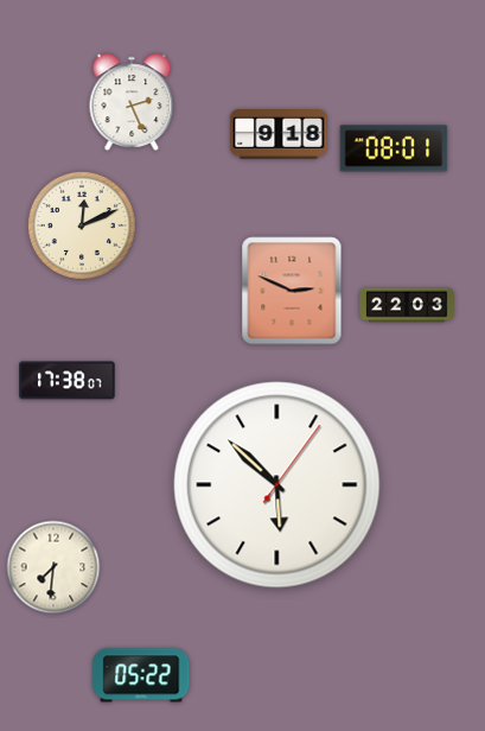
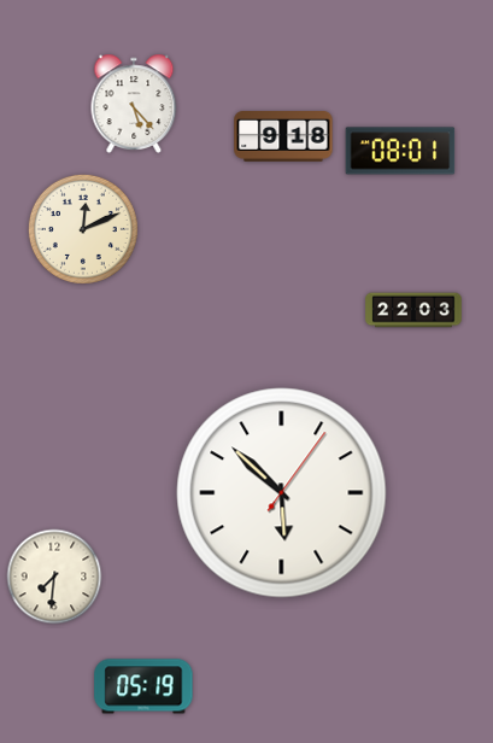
clock at (132, 102): 2:26 -> 5:23
clock at (292, 291): 2:49 -> none
clock at (68, 381): 17:38 -> none
clock at (141, 675): 05:22 -> 05:19
